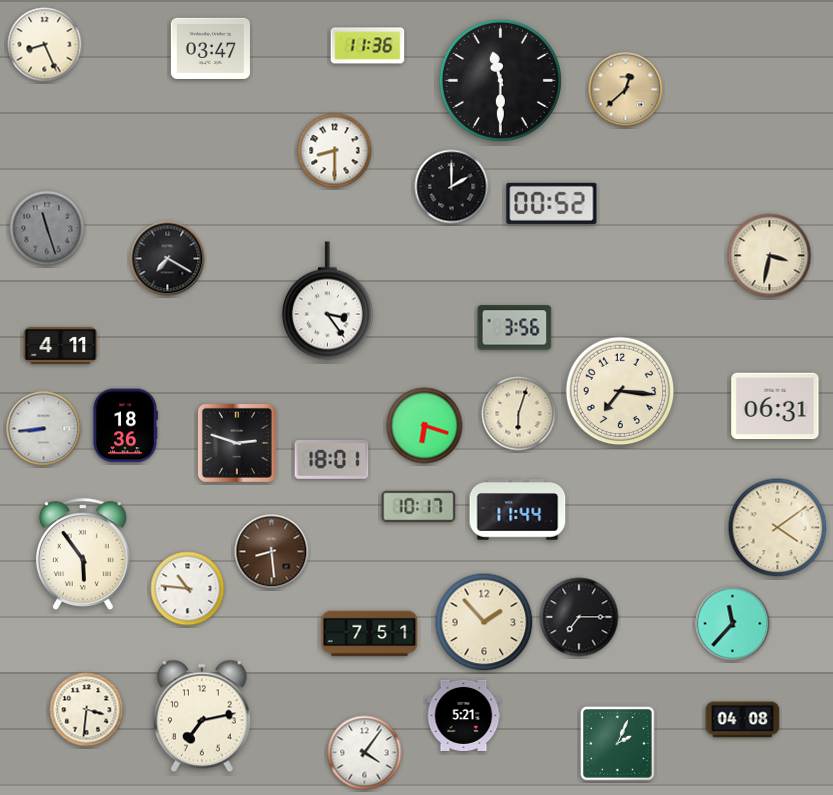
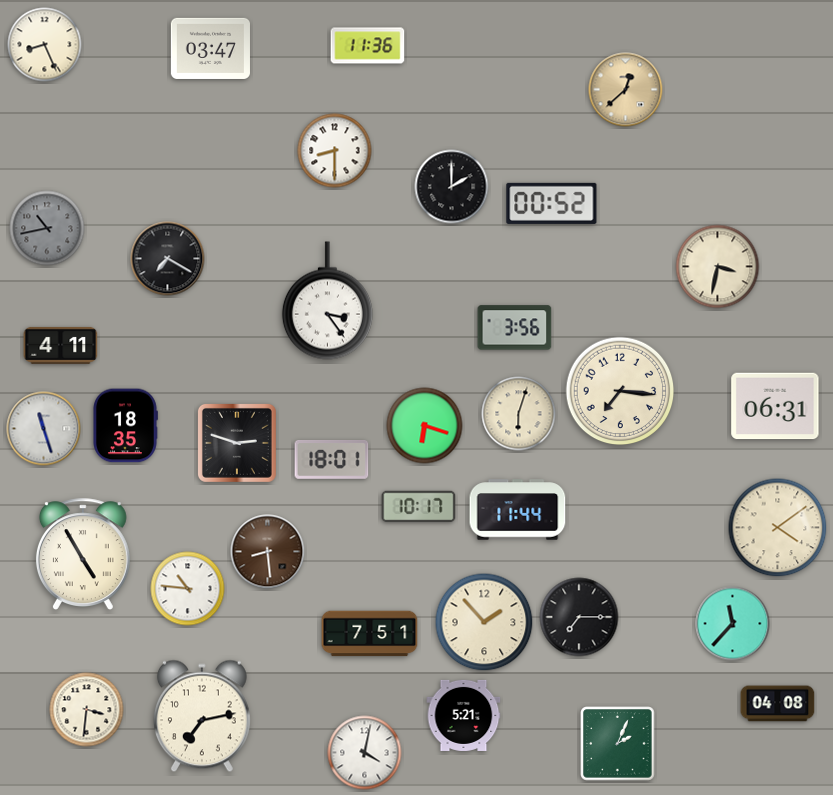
clock at (500, 80): 11:30 -> none
clock at (47, 228): 11:27 -> 10:43
clock at (770, 256) position: (770, 256) -> (718, 267)
clock at (125, 426): 18:36 -> 18:35
clock at (44, 429): 8:44 -> 11:27
clock at (272, 552) position: (272, 552) -> (268, 552)
clock at (83, 554): 5:54 -> 4:55
clock at (743, 720) position: (743, 720) -> (778, 704)
clock at (365, 753): 4:06 -> 4:02
